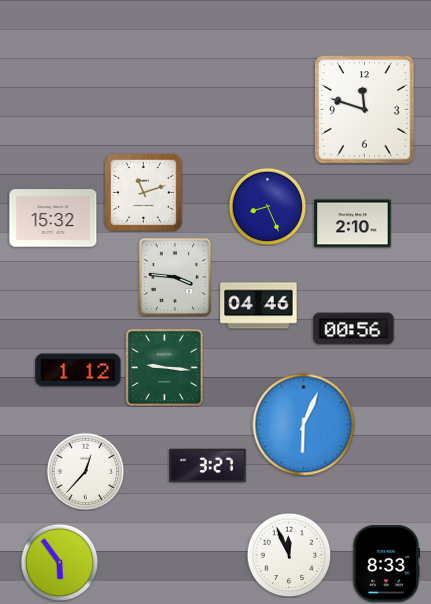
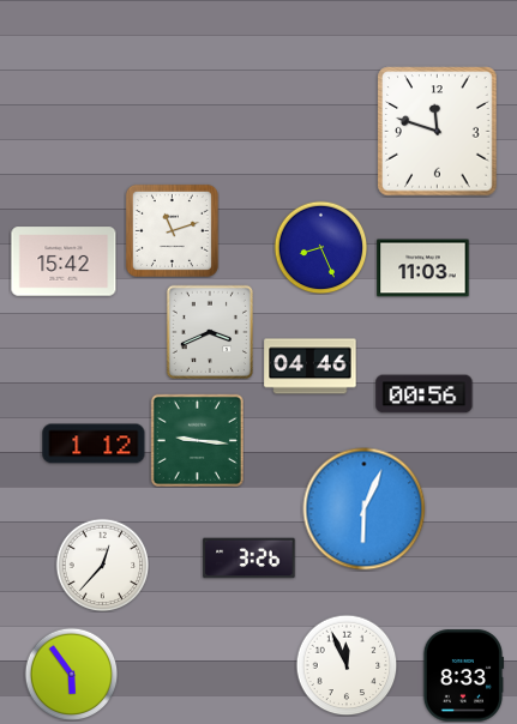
clock at (53, 218): 15:32 -> 15:42
clock at (353, 224): 2:10 -> 11:03
clock at (175, 276): 3:46 -> 3:41
clock at (208, 466): 3:27 -> 3:26
